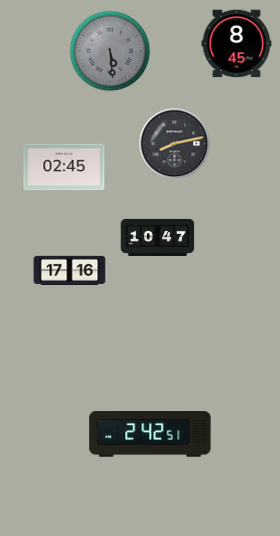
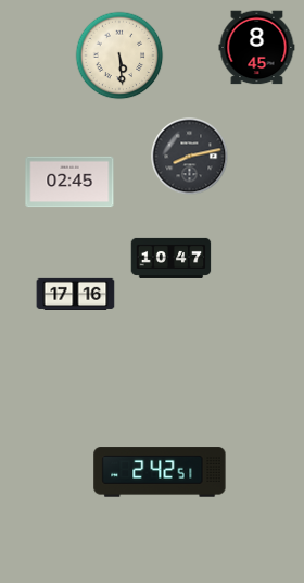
clock at (110, 51) dial: grey -> cream
clock at (150, 434) position: (150, 434) -> (160, 472)
